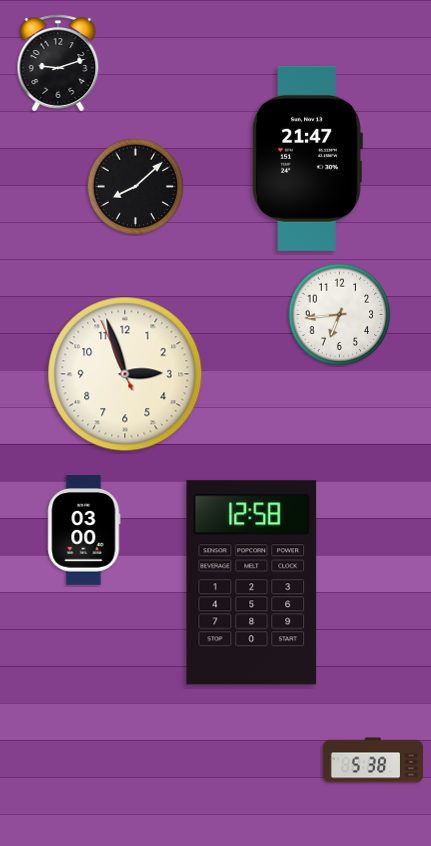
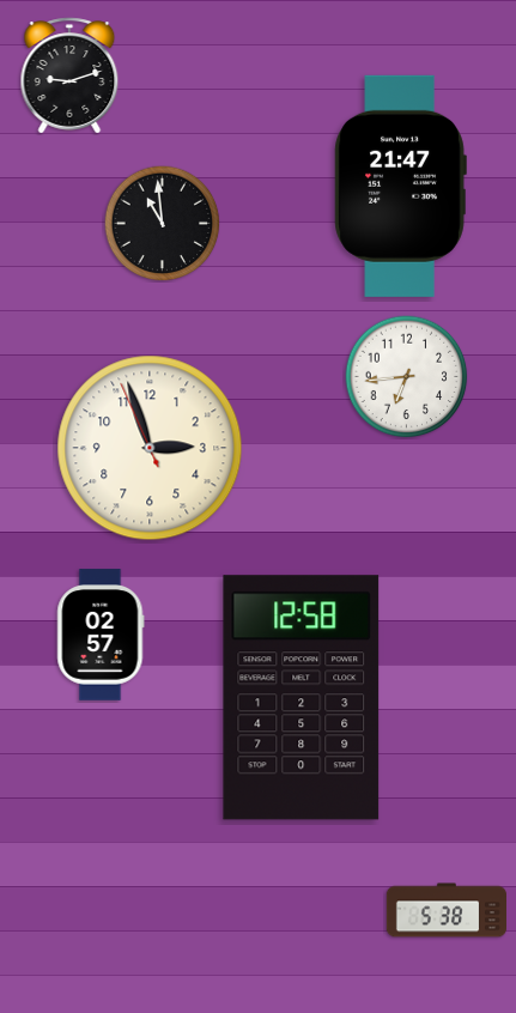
clock at (307, 158) position: (307, 158) -> (400, 186)
clock at (135, 186): 8:08 -> 10:59
clock at (84, 530): 03:00 -> 02:57
